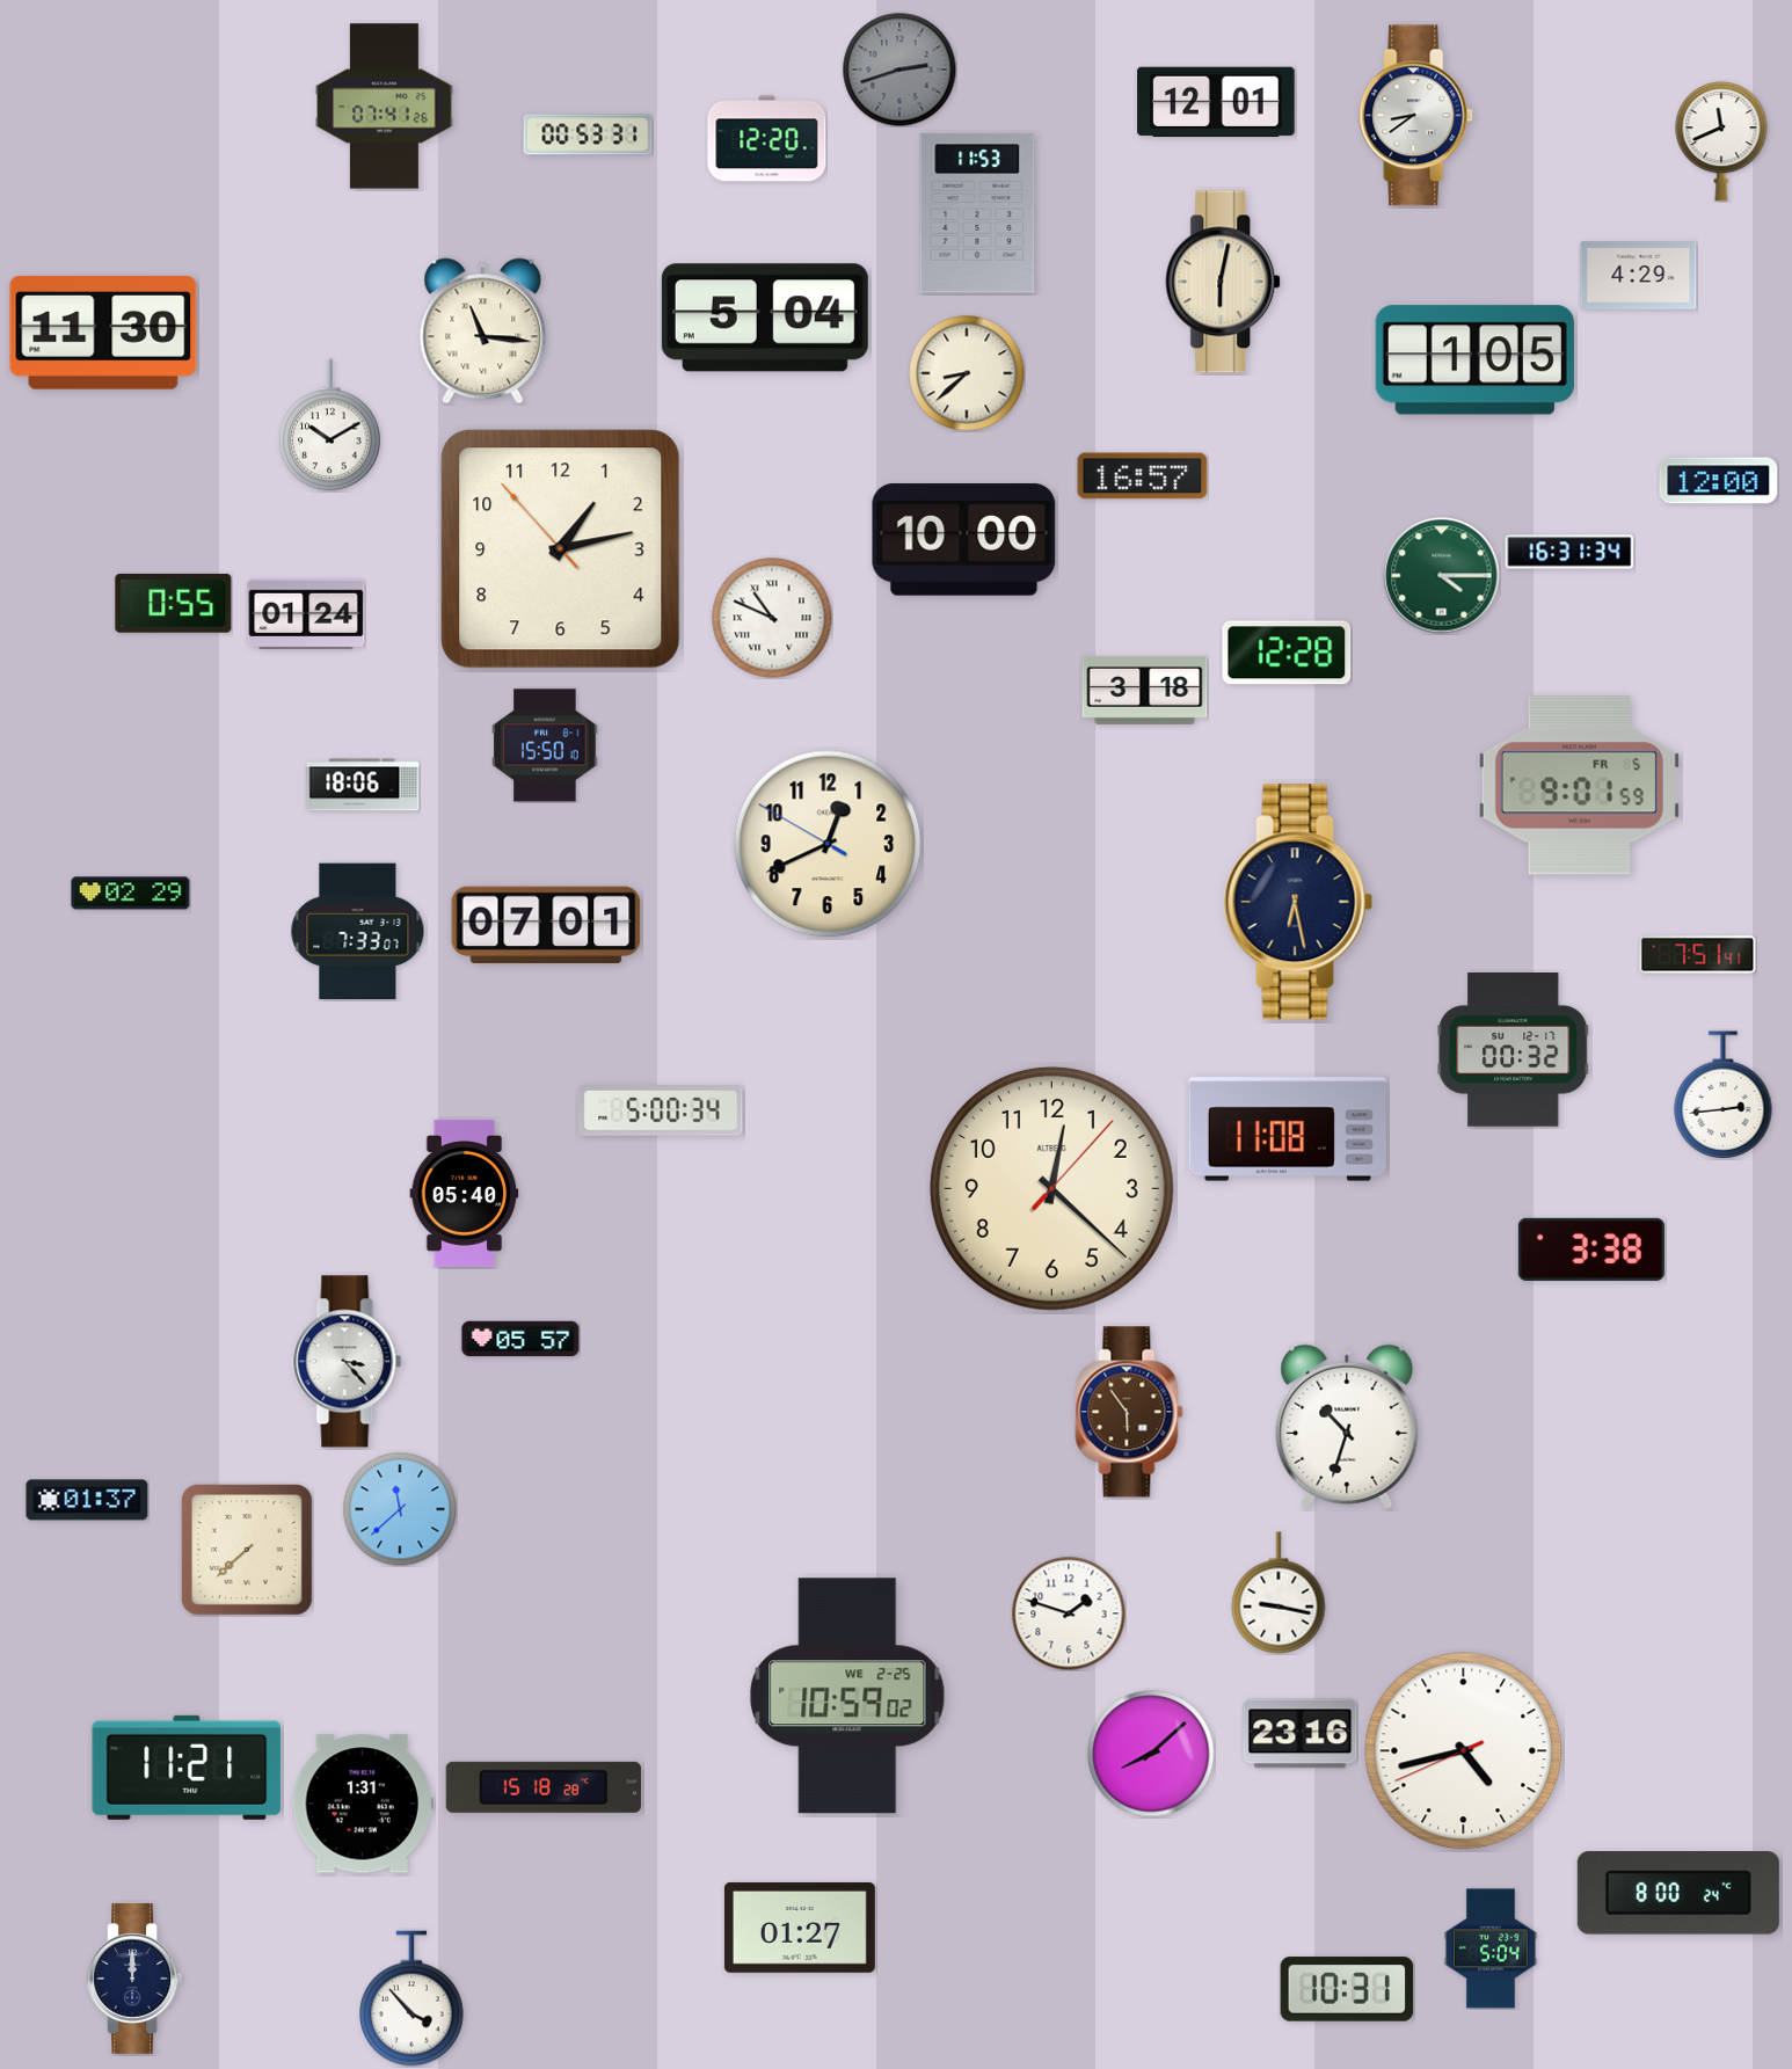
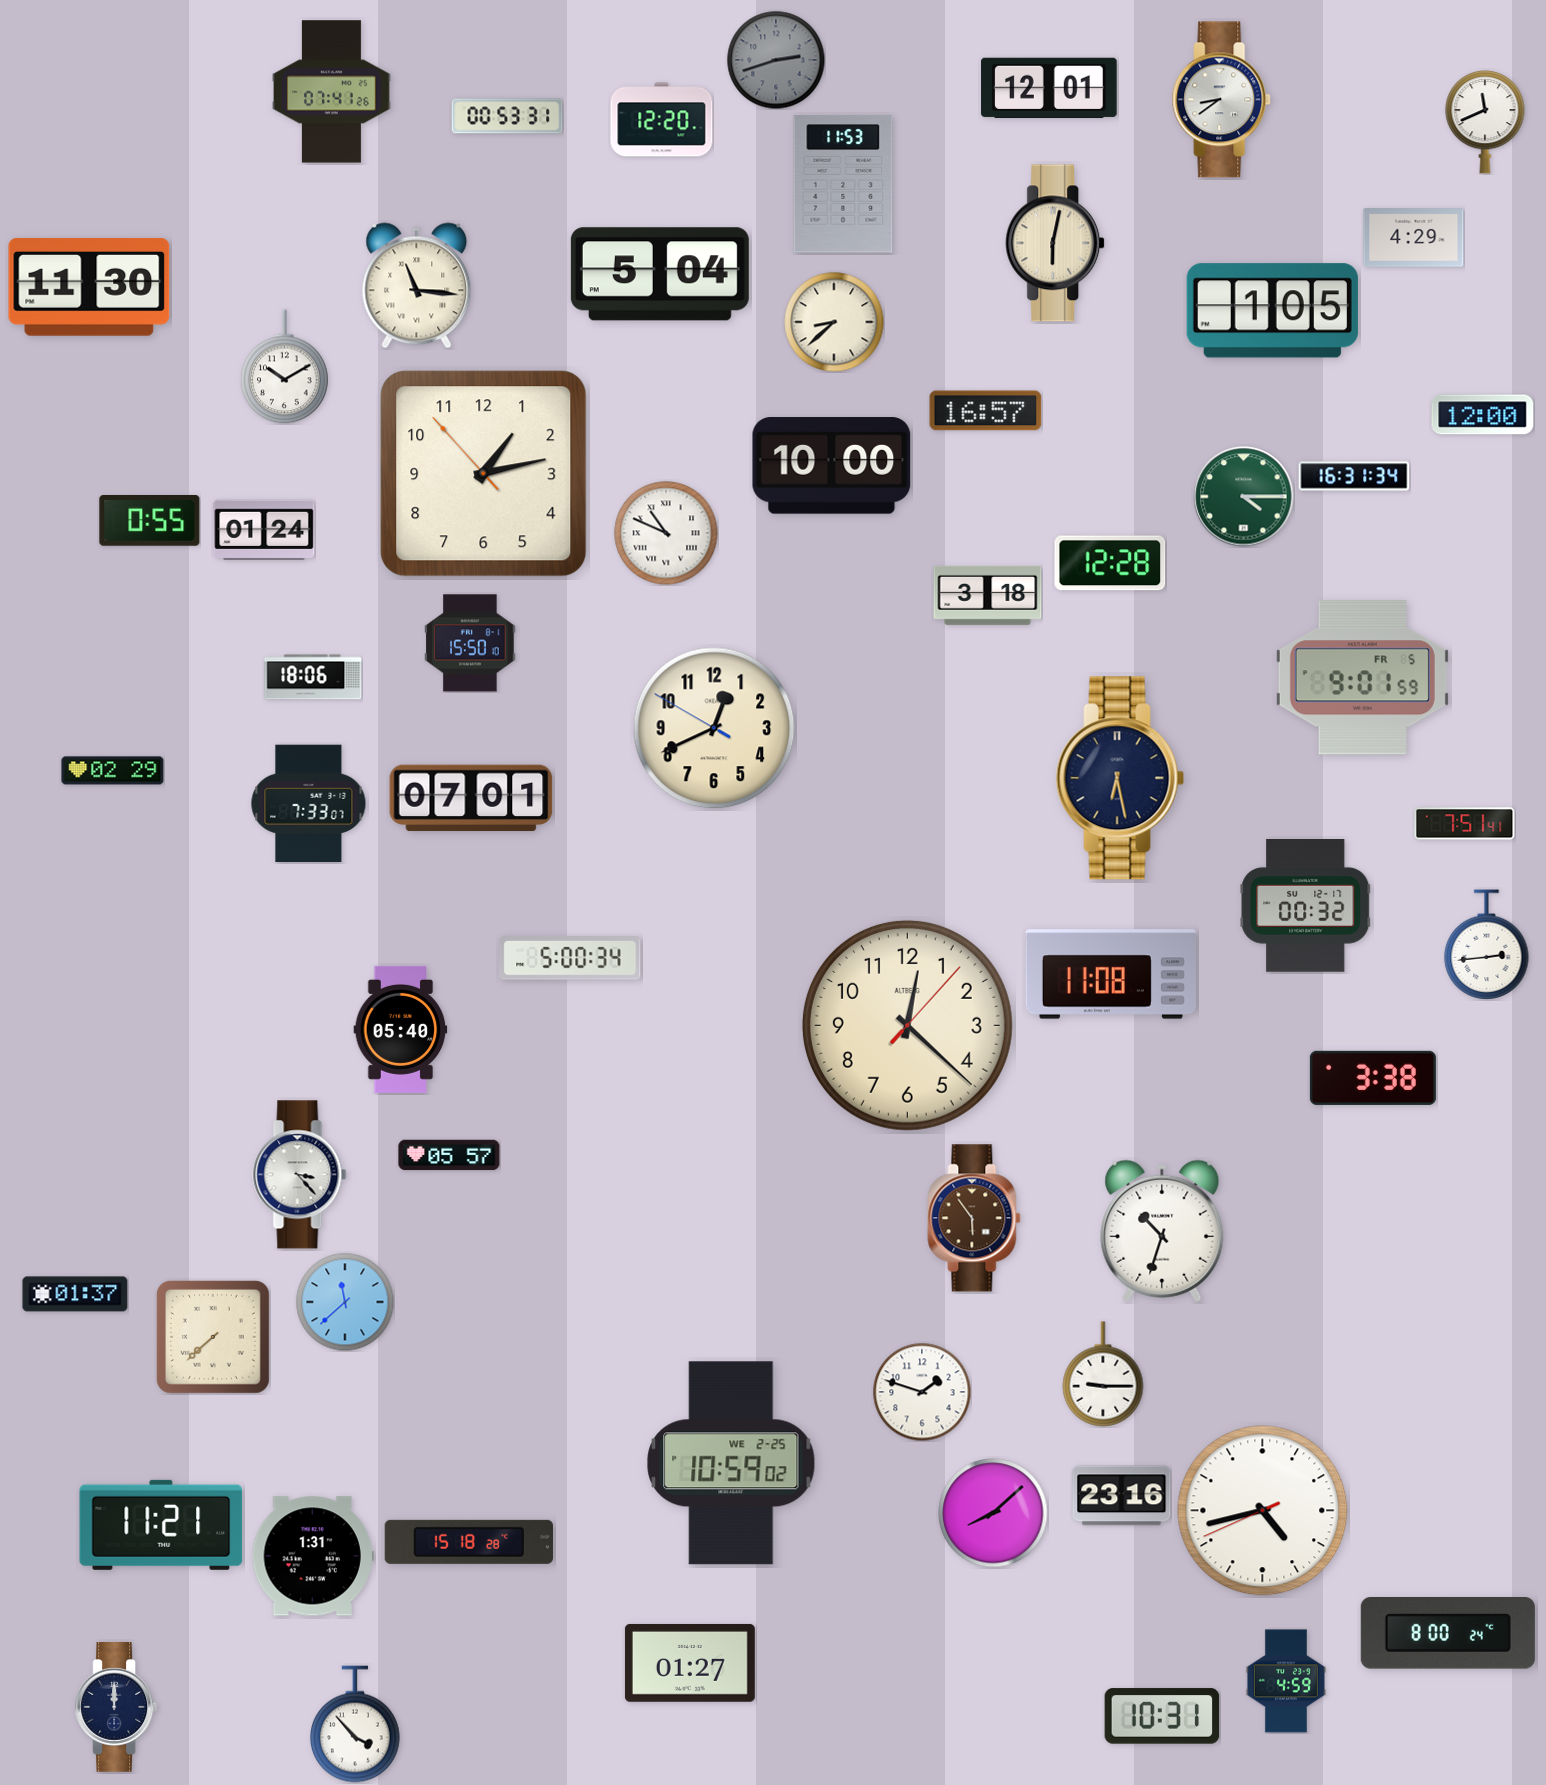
clock at (1279, 1593): 9:17 -> 9:15
clock at (1491, 1948): 5:04 -> 4:59
